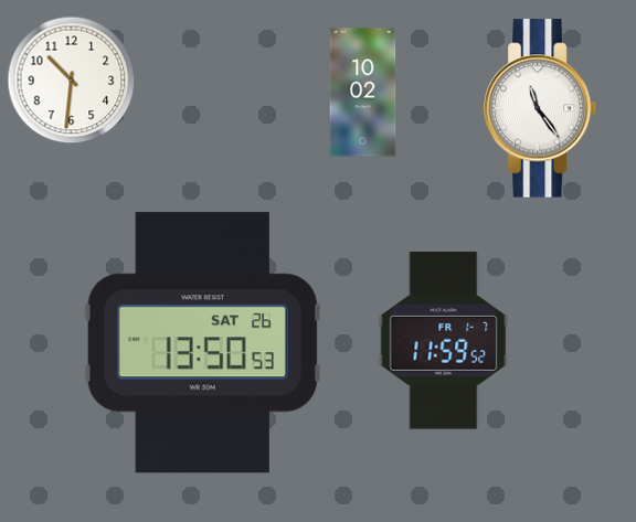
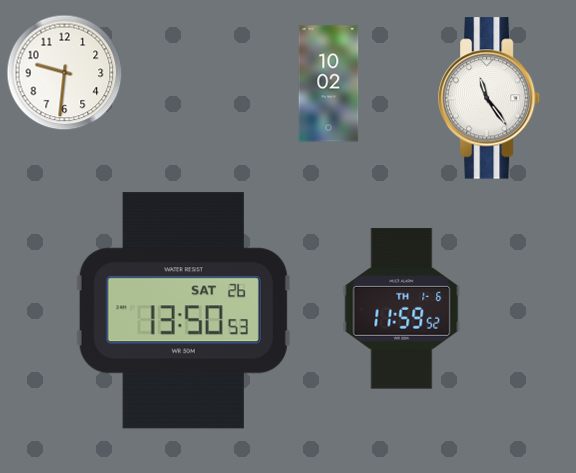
clock at (72, 81): 10:31 -> 9:31
clock at (444, 341) date: FR 1-7 -> TH 1-6
